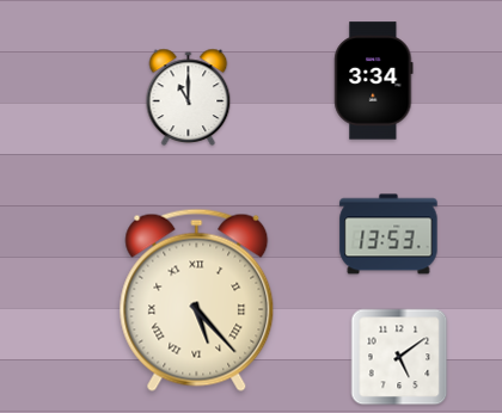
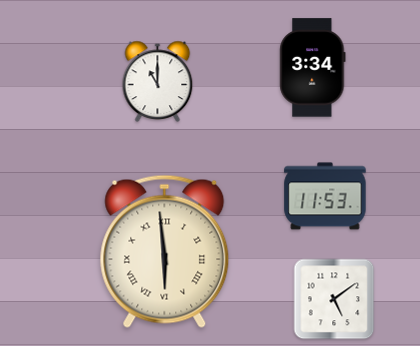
clock at (388, 234): 13:53 -> 11:53
clock at (197, 300): 5:23 -> 5:59
